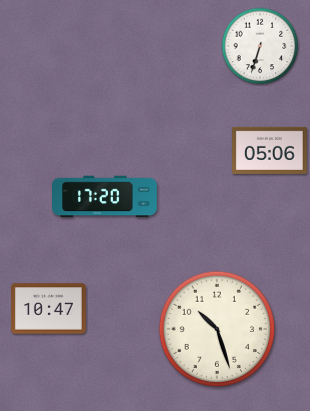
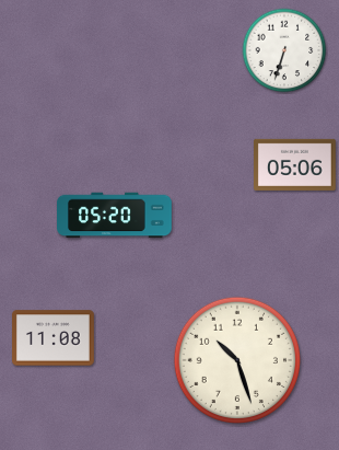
clock at (105, 197): 17:20 -> 05:20
clock at (49, 309): 10:47 -> 11:08
